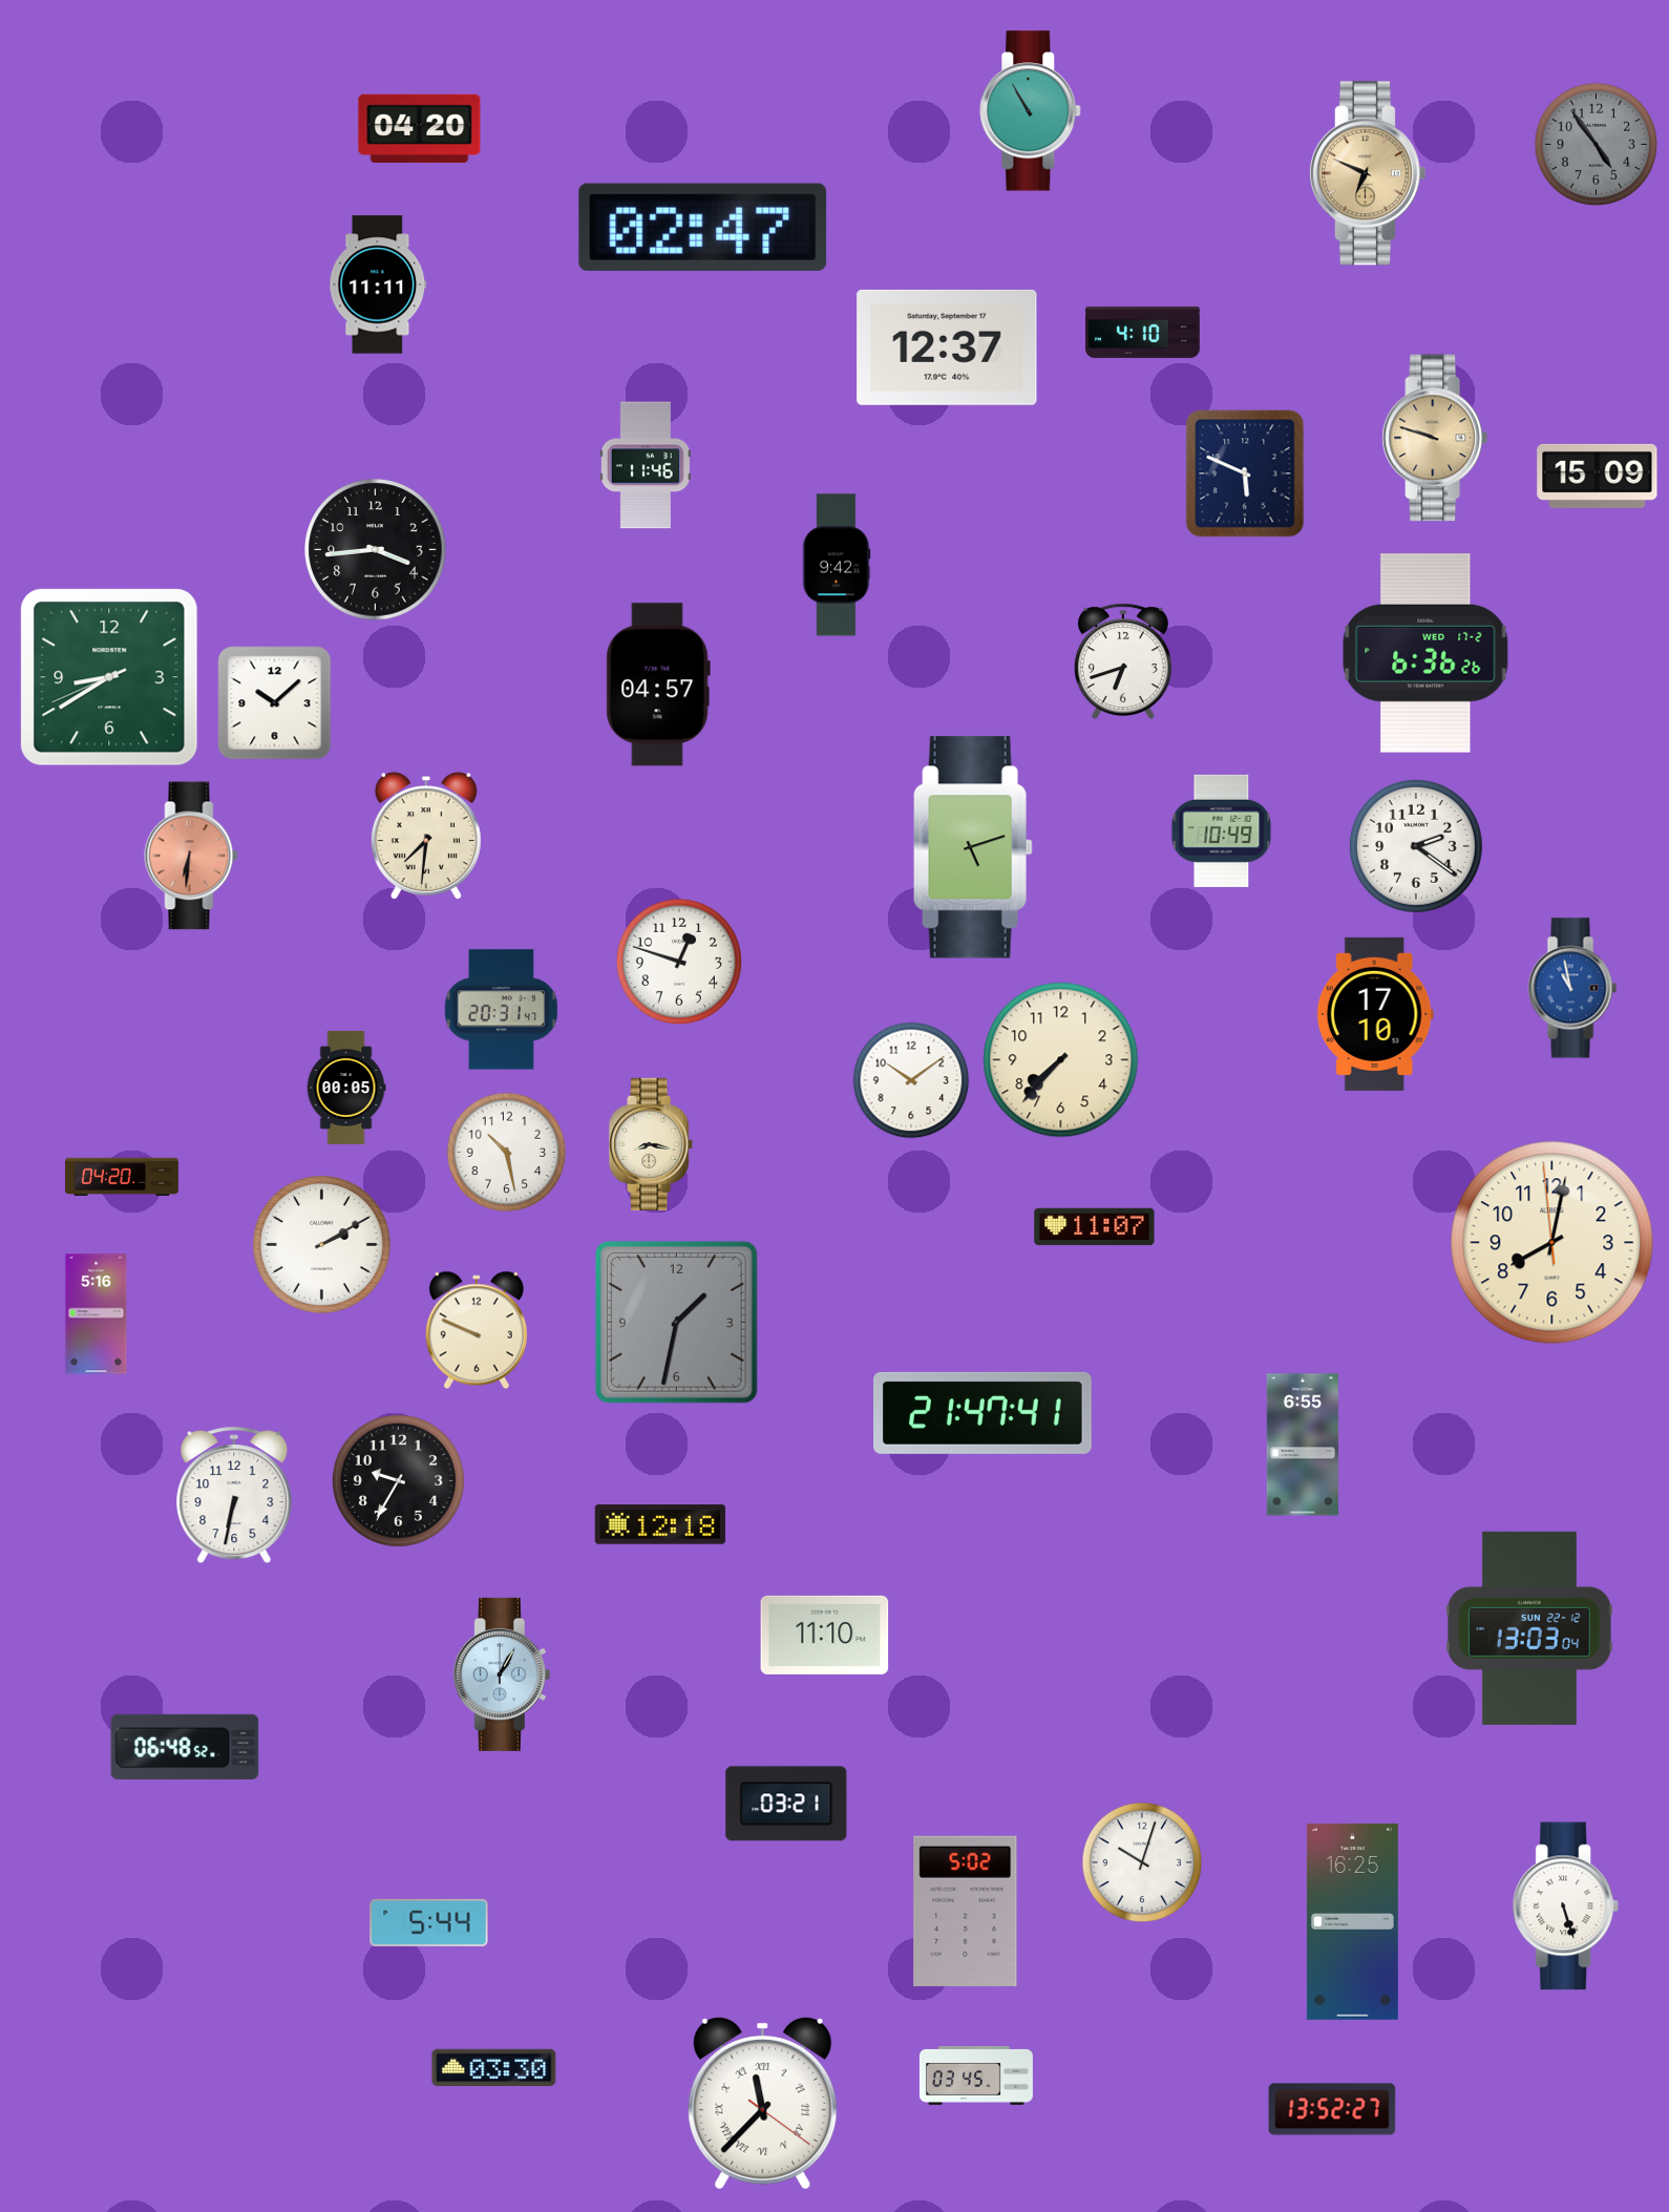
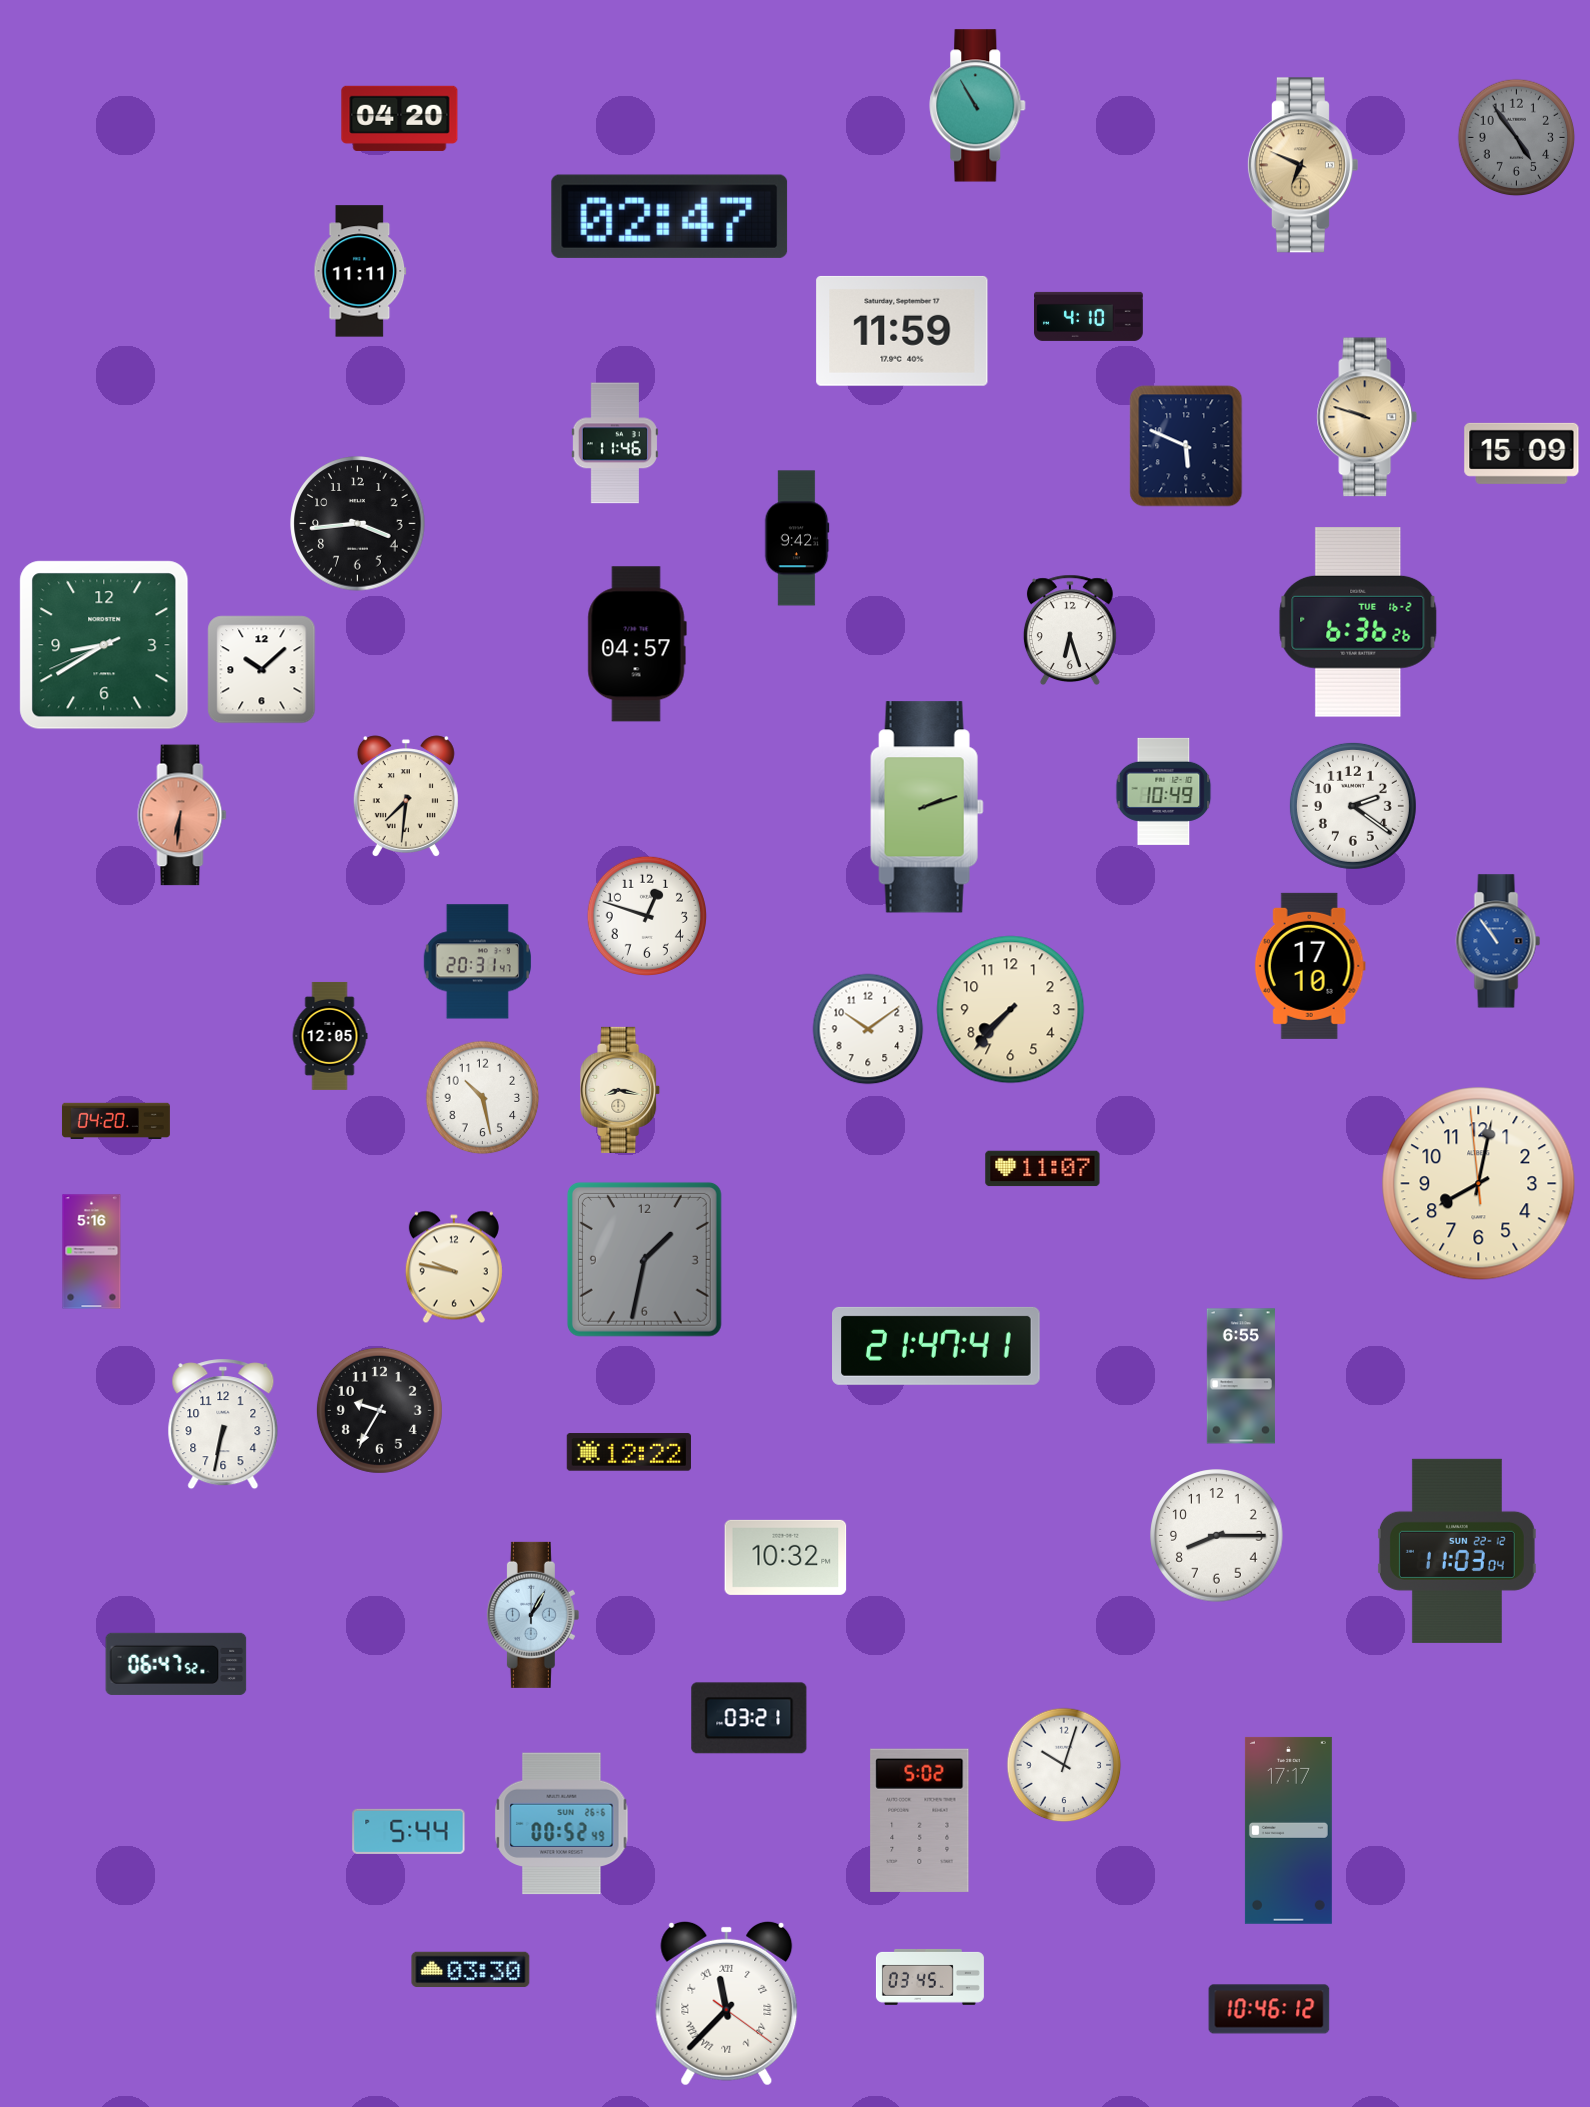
clock at (1031, 111) position: (1031, 111) -> (978, 106)
clock at (420, 128) position: (420, 128) -> (400, 118)
clock at (1597, 145) position: (1597, 145) -> (1517, 138)
clock at (947, 347): 12:37 -> 11:59
clock at (1245, 473) position: (1245, 473) -> (1186, 446)
clock at (1425, 653) date: WED 17-2 -> TUE 16-2
clock at (1123, 661): 6:42 -> 6:27
clock at (658, 684) position: (658, 684) -> (637, 644)
clock at (1416, 846) position: (1416, 846) -> (1353, 806)
clock at (973, 847): 5:12 -> 2:12
clock at (1572, 988): 10:58 -> 10:54
clock at (346, 1088): 00:05 -> 12:05
clock at (322, 1245): 2:10 -> none
clock at (477, 1330): 9:49 -> 9:47
clock at (659, 1524): 12:18 -> 12:22
clock at (1217, 1536): none -> 8:15
clock at (1529, 1628): 13:03 -> 11:03
clock at (825, 1635): 11:10 -> 10:32
clock at (502, 1674) position: (502, 1674) -> (533, 1615)
clock at (185, 1747): 06:48 -> 06:47
clock at (1142, 1862) position: (1142, 1862) -> (1064, 1765)
clock at (1566, 1906): 5:27 -> none
clock at (562, 1824): none -> 00:52
clock at (1352, 1921): 16:25 -> 17:17
clock at (1332, 2109): 13:52 -> 10:46
